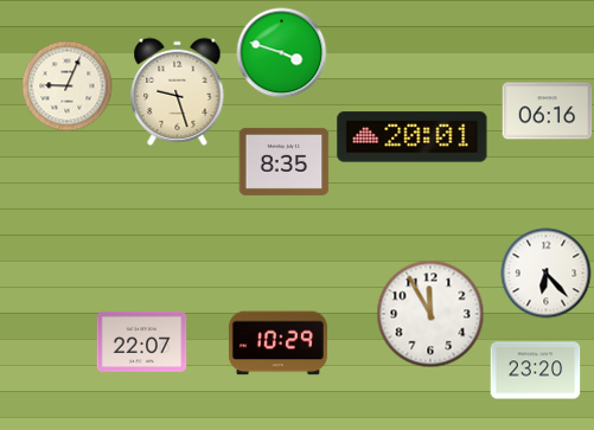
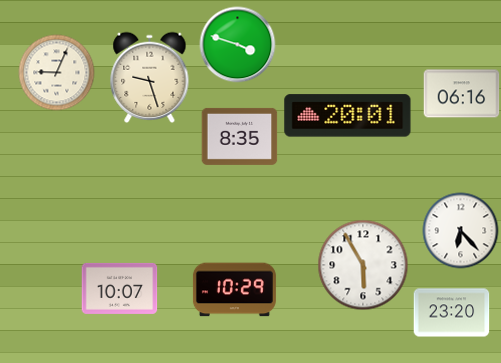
clock at (430, 314): 11:55 -> 5:55
clock at (142, 341): 22:07 -> 10:07
